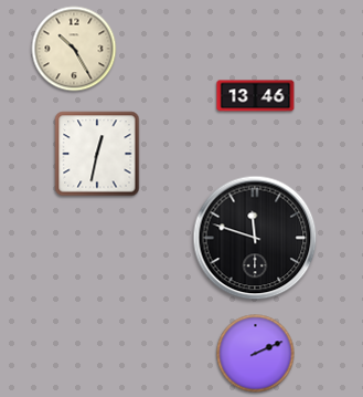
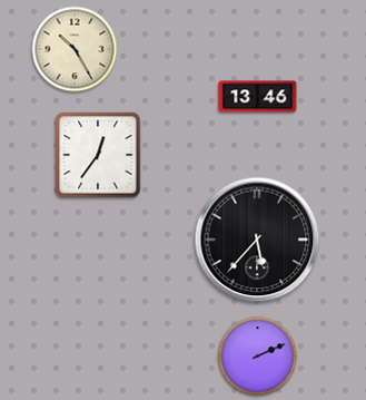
clock at (97, 154): 12:32 -> 12:36
clock at (255, 238): 11:48 -> 5:37
